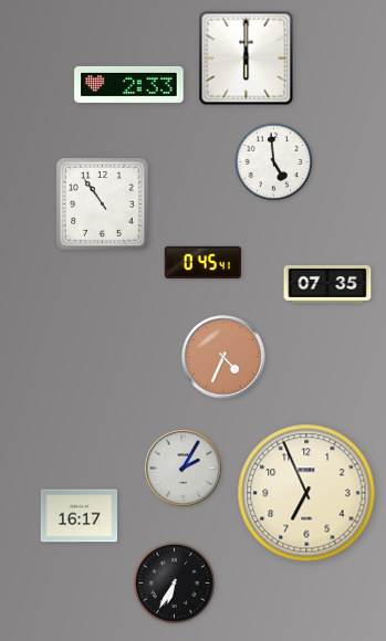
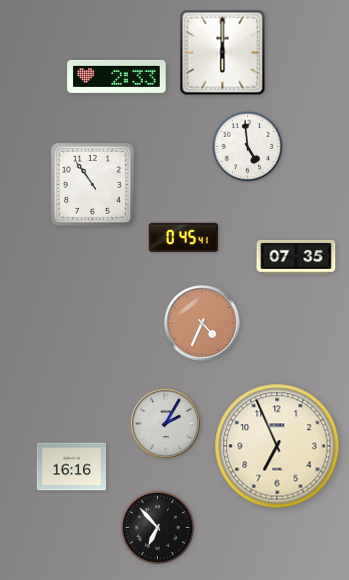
clock at (80, 516): 16:17 -> 16:16
clock at (174, 582): 6:35 -> 6:53
